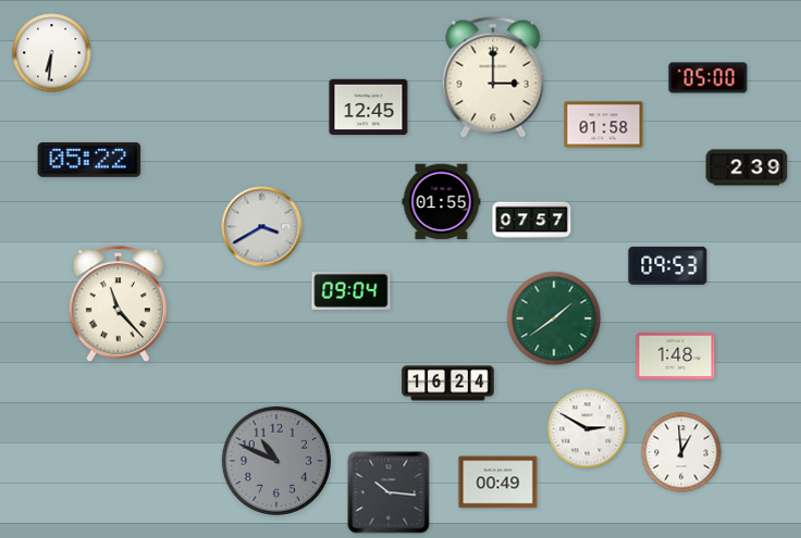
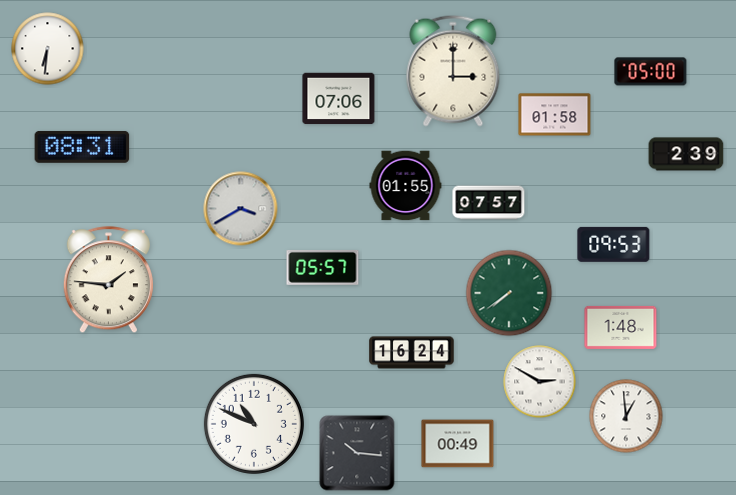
clock at (369, 108): 12:45 -> 07:06
clock at (89, 160): 05:22 -> 08:31
clock at (352, 290): 09:04 -> 05:57
clock at (118, 304): 11:23 -> 1:46
clock at (554, 318): 1:39 -> 7:39
clock at (588, 429) position: (588, 429) -> (540, 382)
clock at (276, 461) dial: grey -> white
